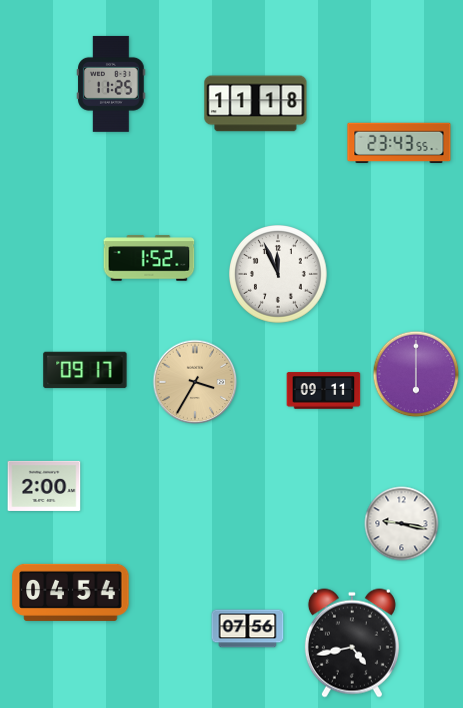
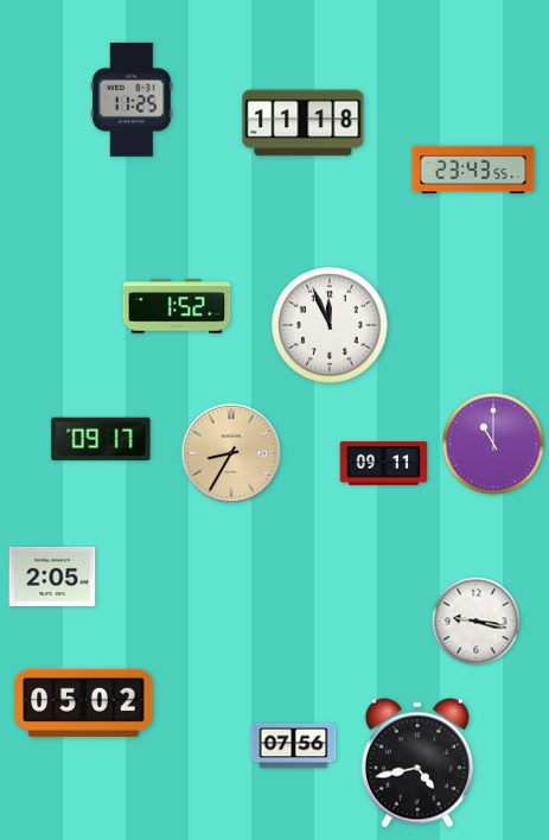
clock at (416, 374): 6:00 -> 11:00
clock at (195, 382): 3:35 -> 8:35
clock at (44, 486): 2:00 -> 2:05
clock at (71, 592): 04:54 -> 05:02
